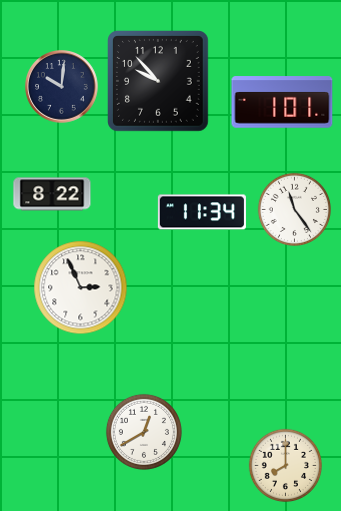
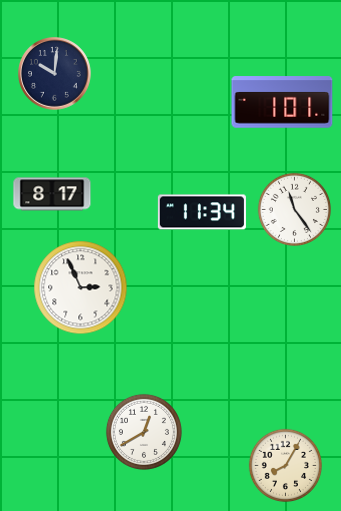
clock at (159, 82): 9:53 -> none
clock at (62, 87) position: (62, 87) -> (55, 74)
clock at (52, 194): 8:22 -> 8:17
clock at (285, 465): 8:00 -> 8:05
